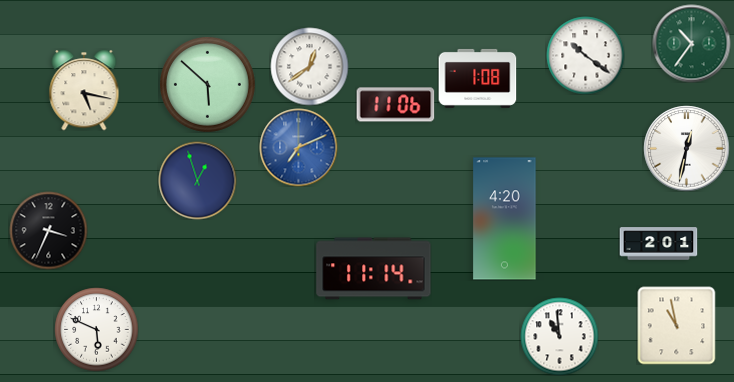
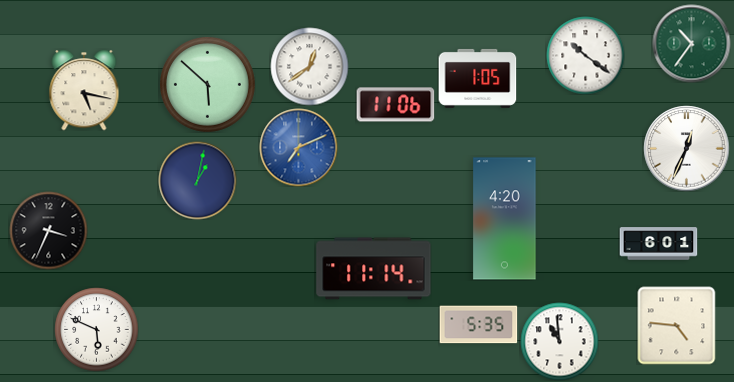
clock at (477, 78): 1:08 -> 1:05
clock at (686, 148): 12:32 -> 12:34
clock at (197, 180): 12:57 -> 1:02
clock at (658, 244): 2:01 -> 6:01
clock at (478, 325): none -> 5:35
clock at (676, 325): 10:58 -> 4:46
clock at (559, 336) position: (559, 336) -> (559, 341)
